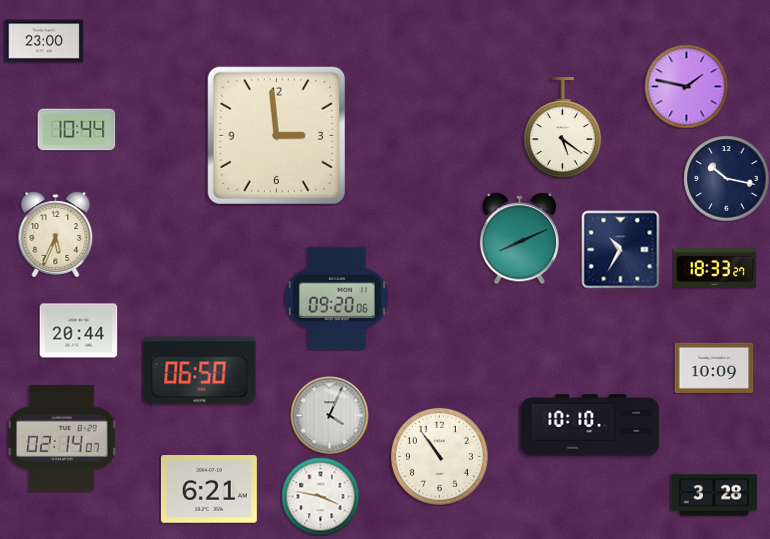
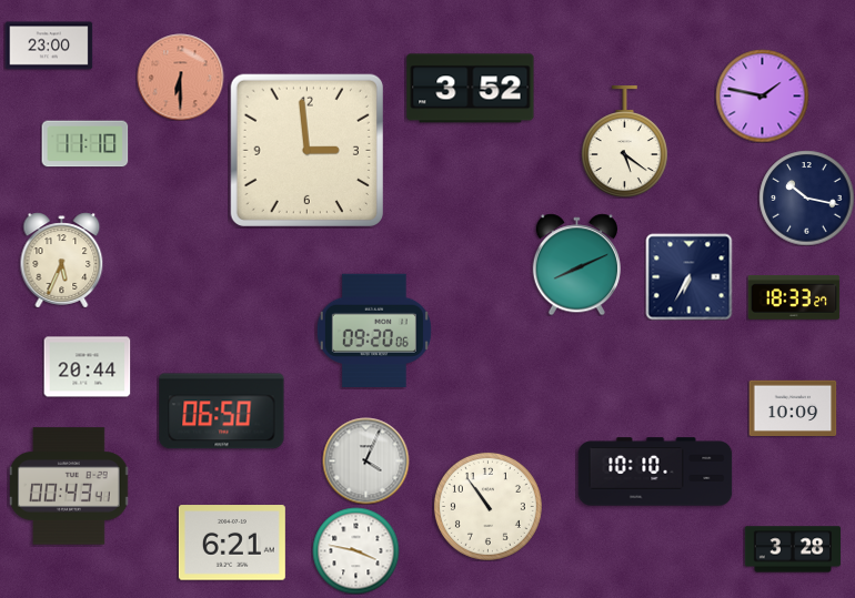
clock at (180, 77): none -> 6:30
clock at (471, 89): none -> 3:52
clock at (76, 130): 10:44 -> 11:10
clock at (620, 249): 10:35 -> 6:35
clock at (62, 438): 02:14 -> 00:43
